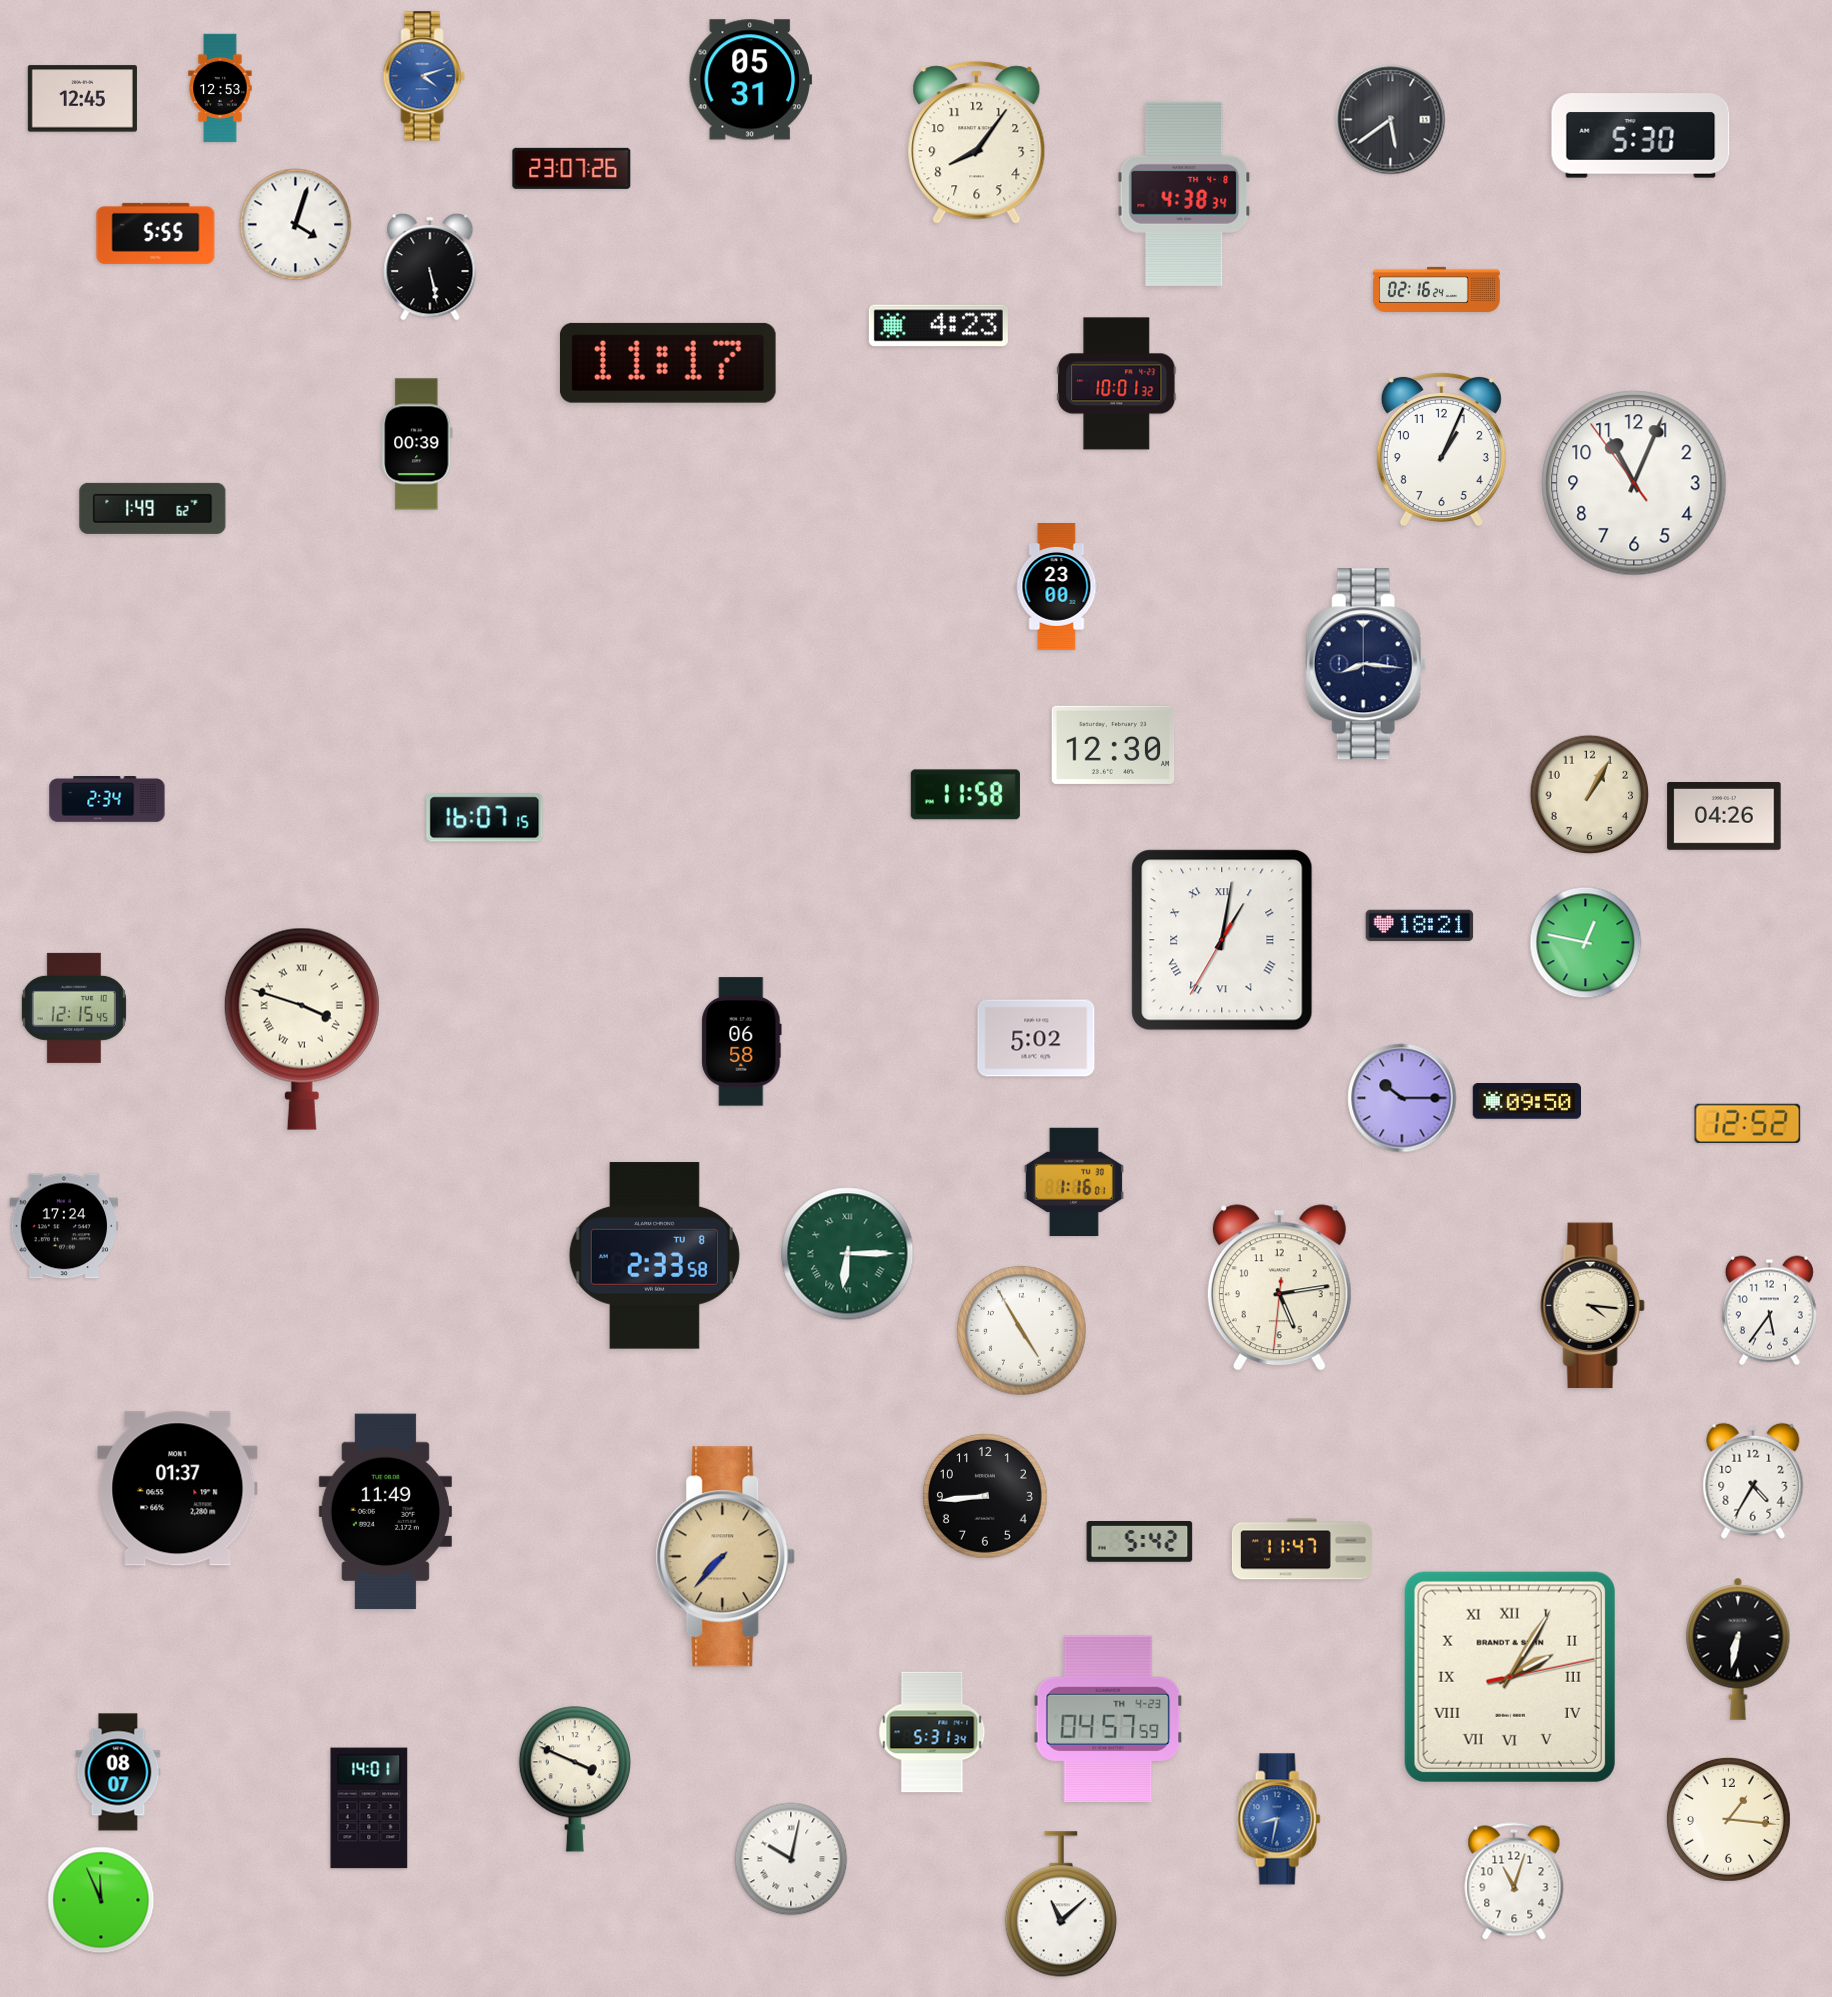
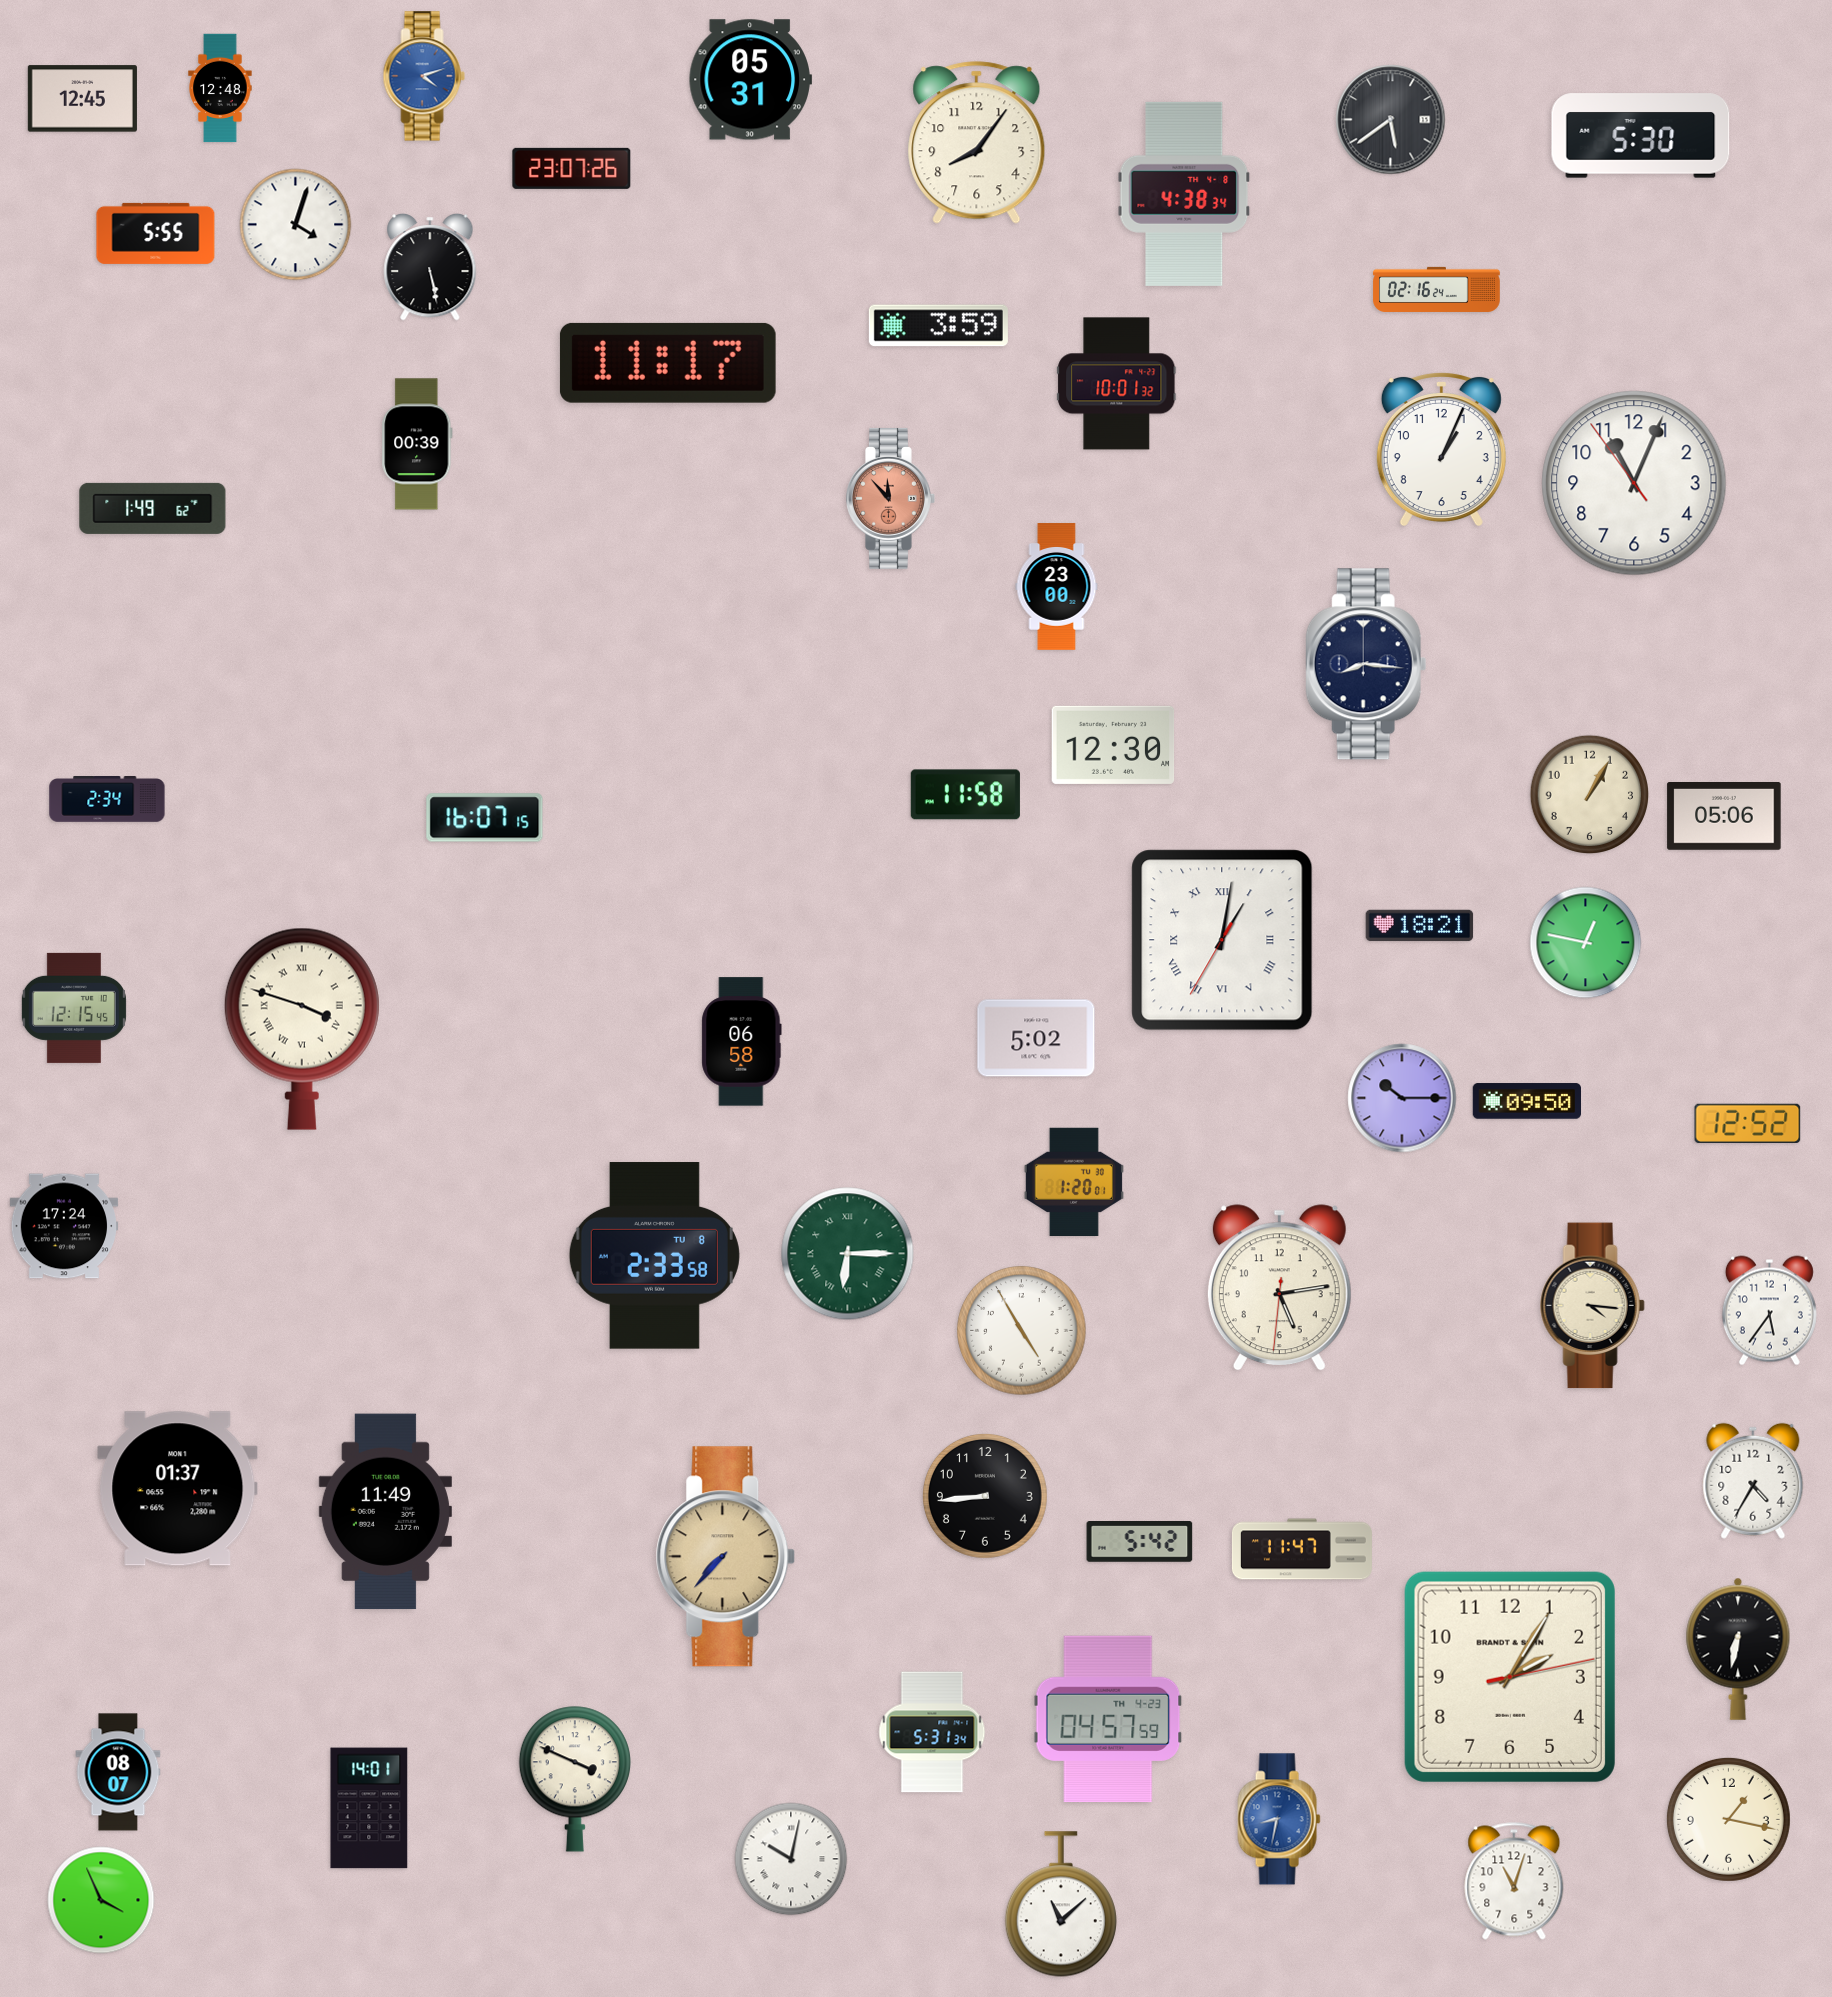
clock at (220, 88): 12:53 -> 12:48
clock at (938, 326): 4:23 -> 3:59
clock at (891, 498): none -> 11:53
clock at (1724, 817): 04:26 -> 05:06
clock at (1074, 1181): 1:16 -> 1:20
clock at (1510, 1677) numerals: Roman -> Arabic
clock at (1728, 1819): 1:16 -> 1:17
clock at (101, 1900): 11:56 -> 3:56
